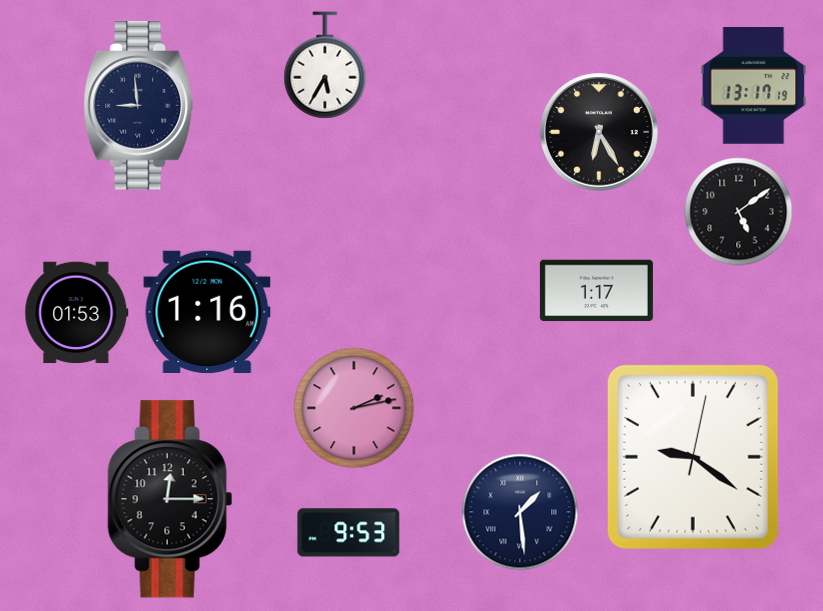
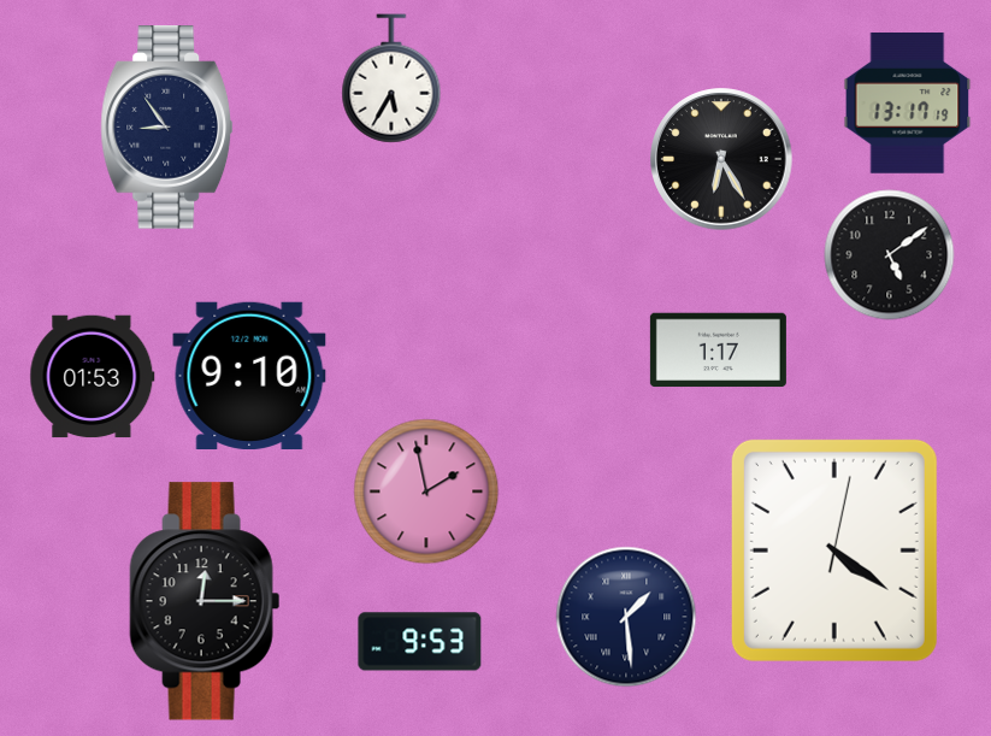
clock at (139, 106): 8:59 -> 8:54
clock at (207, 311): 1:16 -> 9:10
clock at (354, 408): 2:13 -> 1:58
clock at (693, 457): 9:21 -> 4:21
